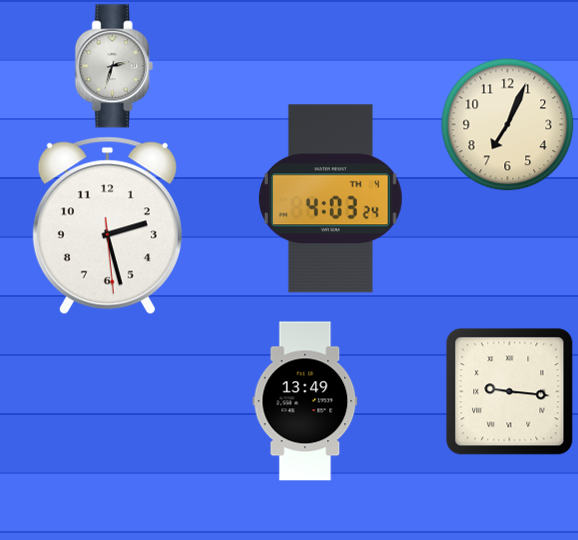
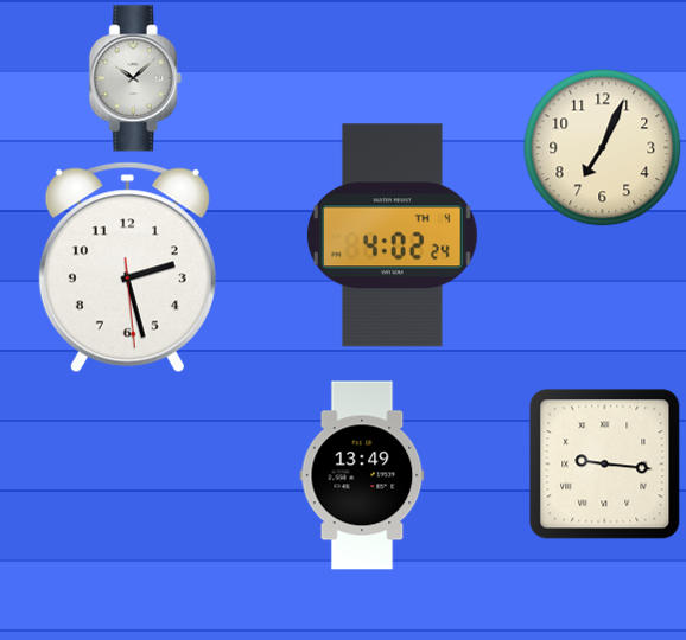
clock at (114, 66): 2:33 -> 10:08
clock at (330, 199): 4:03 -> 4:02
